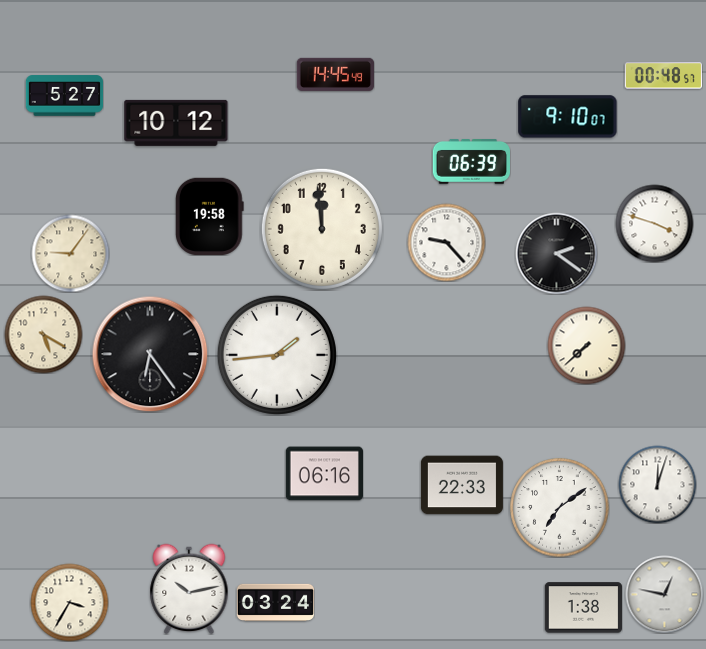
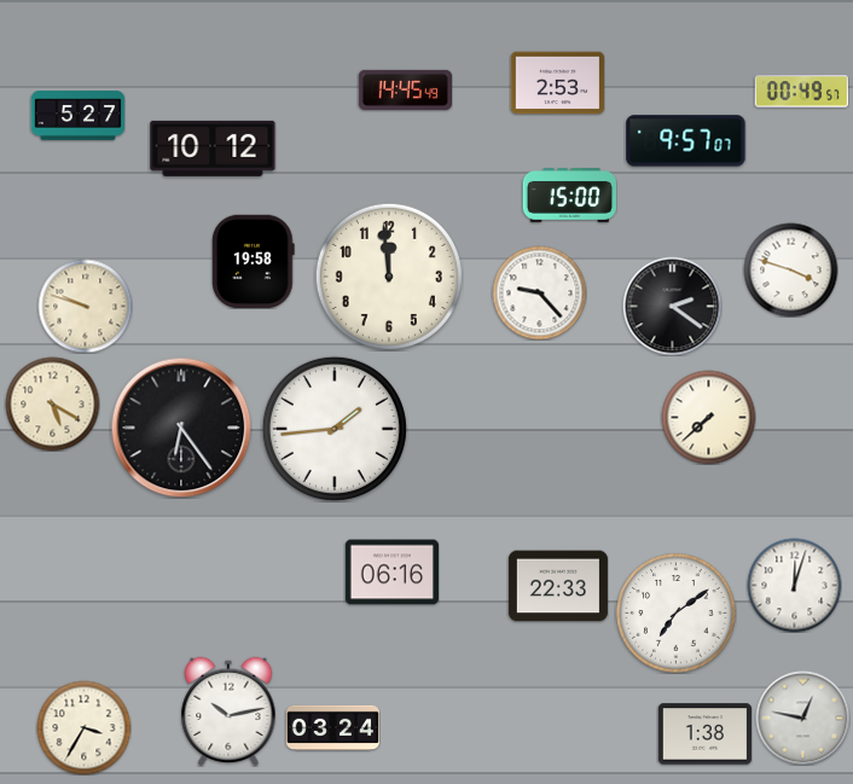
clock at (557, 83): none -> 2:53
clock at (663, 76): 00:48 -> 00:49
clock at (568, 117): 9:10 -> 9:57
clock at (471, 162): 06:39 -> 15:00
clock at (70, 253): 9:06 -> 9:48
